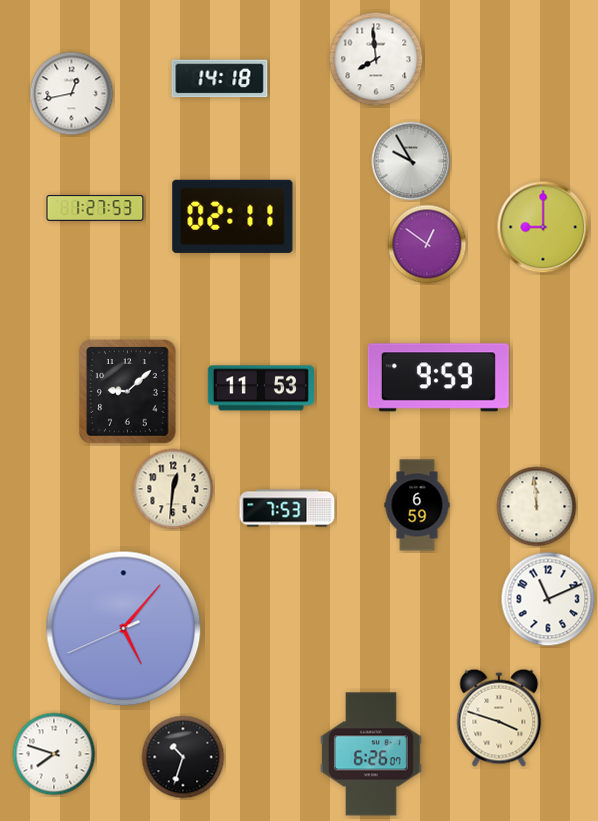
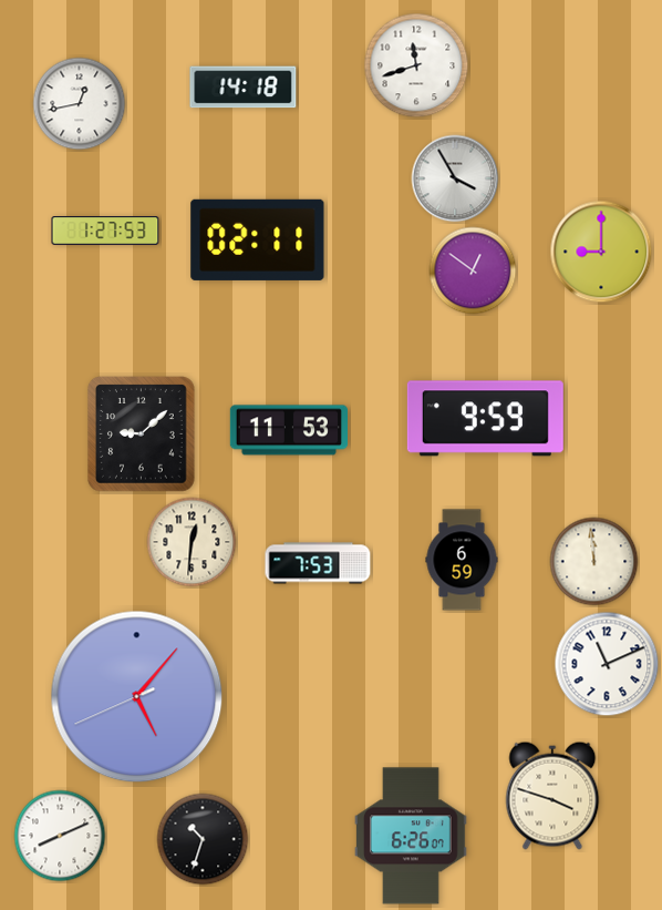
clock at (376, 59): 7:59 -> 11:42
clock at (411, 161): 9:55 -> 3:55
clock at (54, 754): 7:48 -> 8:11
